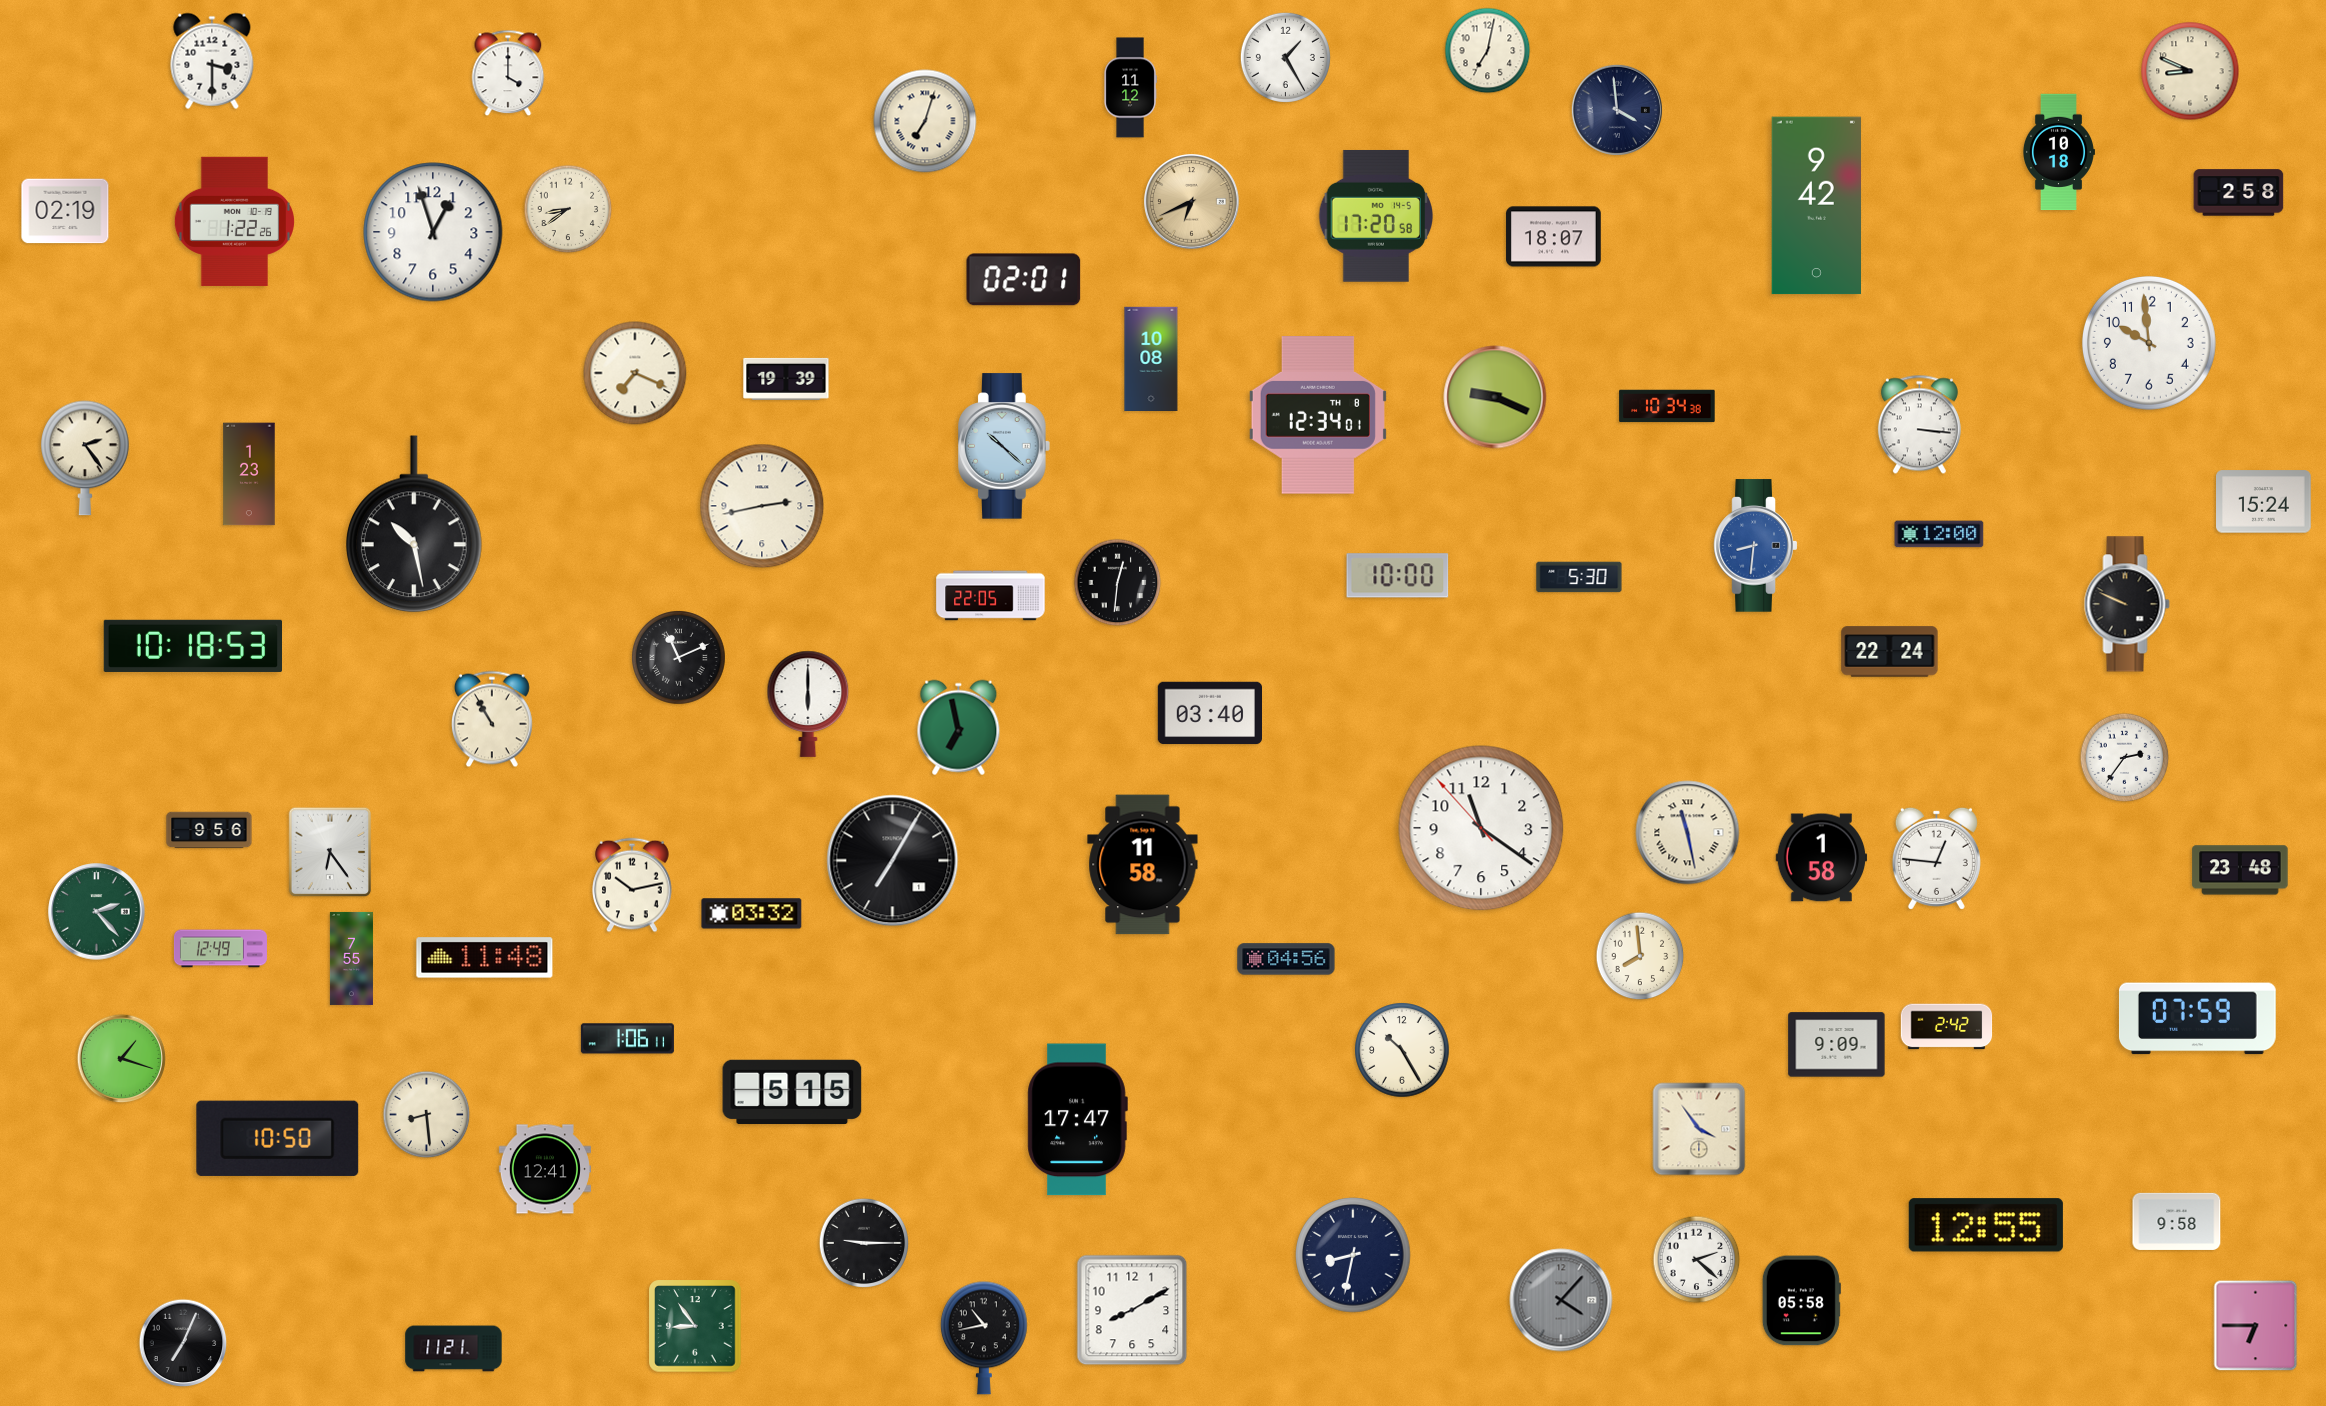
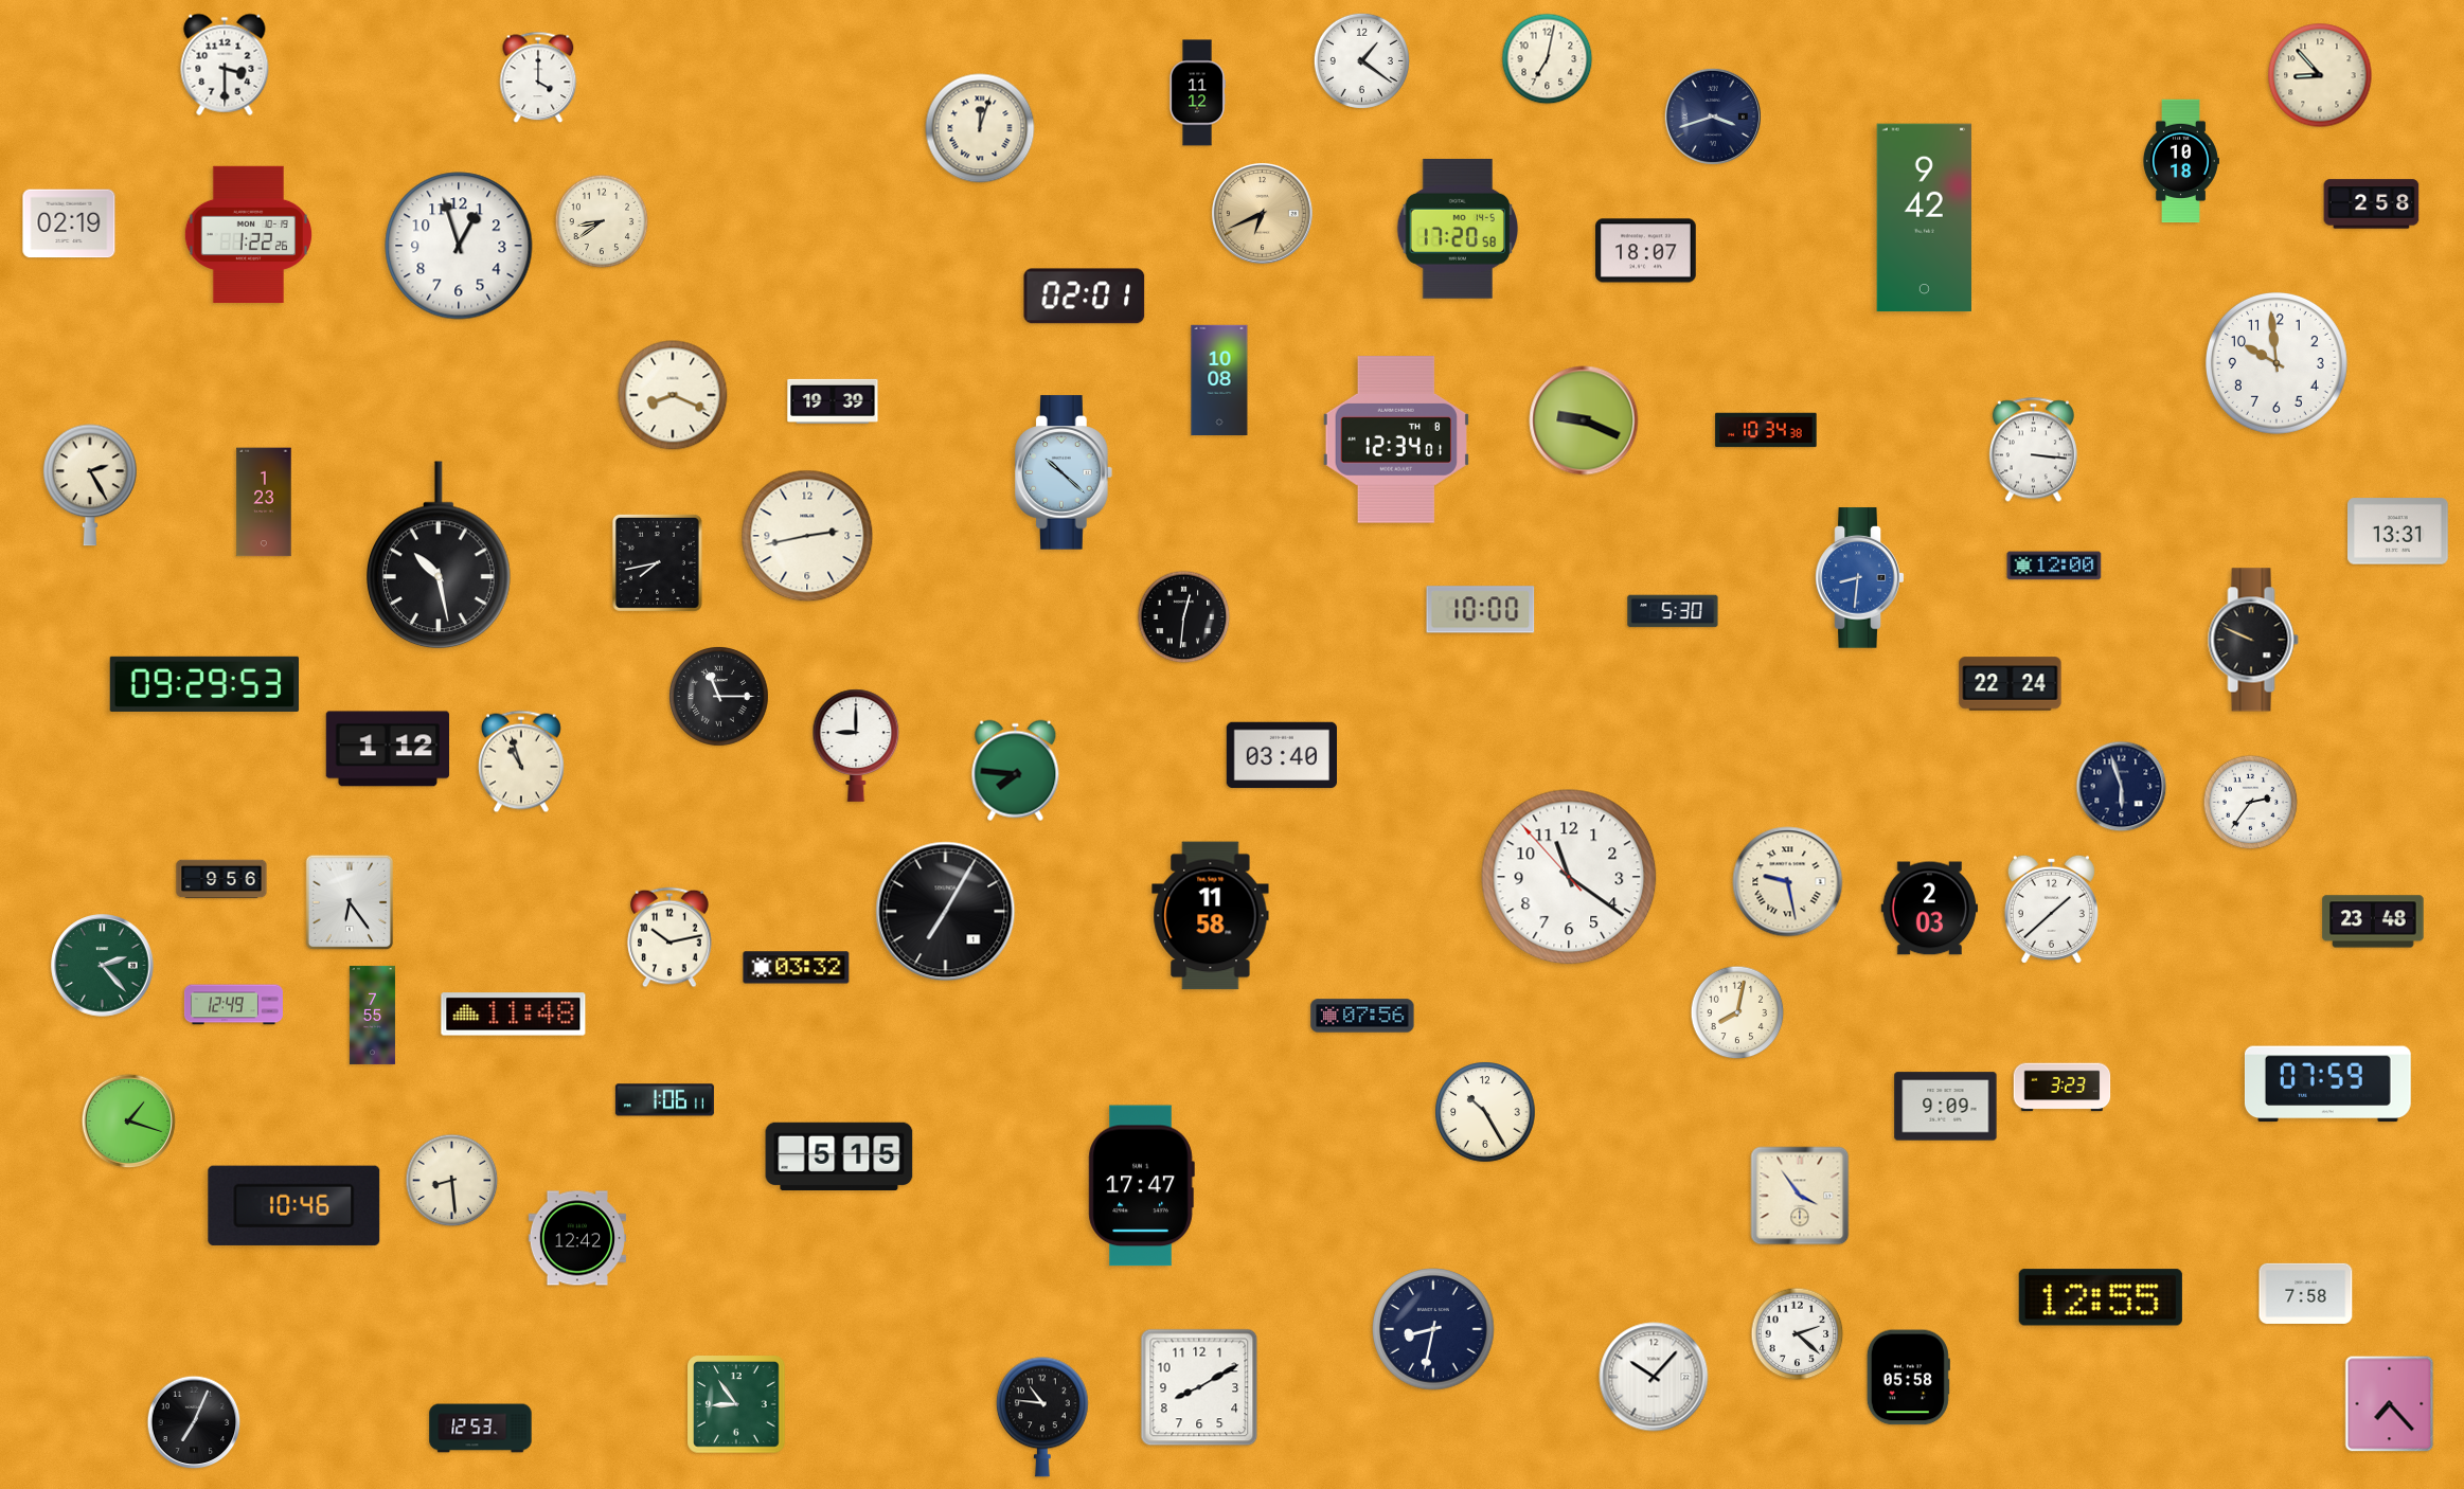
clock at (1488, 51) position: (1488, 51) -> (1548, 59)
clock at (1285, 57): 1:25 -> 1:21
clock at (2190, 71): 8:49 -> 8:53
clock at (1617, 110): 3:59 -> 3:42
clock at (925, 121): 7:03 -> 12:03
clock at (635, 373): 7:19 -> 8:19
clock at (86, 458): 2:24 -> 2:25
clock at (2264, 502): 15:24 -> 13:31
clock at (657, 562): none -> 7:43
clock at (991, 596): 22:05 -> none
clock at (192, 646): 10:18 -> 09:29
clock at (1890, 652) position: (1890, 652) -> (2011, 684)
clock at (679, 658): 11:11 -> 11:15
clock at (808, 704): 6:00 -> 9:00
clock at (387, 749): none -> 1:12
clock at (492, 719): 10:55 -> 10:57
clock at (959, 728): 6:58 -> 7:46
clock at (2122, 787): none -> 5:57
clock at (1688, 833): 11:28 -> 9:28
clock at (1822, 858): 1:58 -> 2:03
clock at (1936, 858): 12:46 -> 1:38
clock at (1640, 956): 7:59 -> 8:02
clock at (1286, 959): 04:56 -> 07:56
clock at (2197, 1019) position: (2197, 1019) -> (2327, 1084)
clock at (1947, 1027): 2:42 -> 3:23
clock at (278, 1138): 10:50 -> 10:46
clock at (545, 1169): 12:41 -> 12:42
clock at (2177, 1221): 9:58 -> 7:58
clock at (1986, 1225) position: (1986, 1225) -> (2101, 1297)
clock at (864, 1243): 9:15 -> none
clock at (1561, 1300): 4:07 -> 10:07
clock at (1561, 1300) dial: grey -> white
clock at (2256, 1326): 6:45 -> 7:23
clock at (984, 1338): 10:43 -> 10:46
clock at (454, 1349): 11:21 -> 12:53
